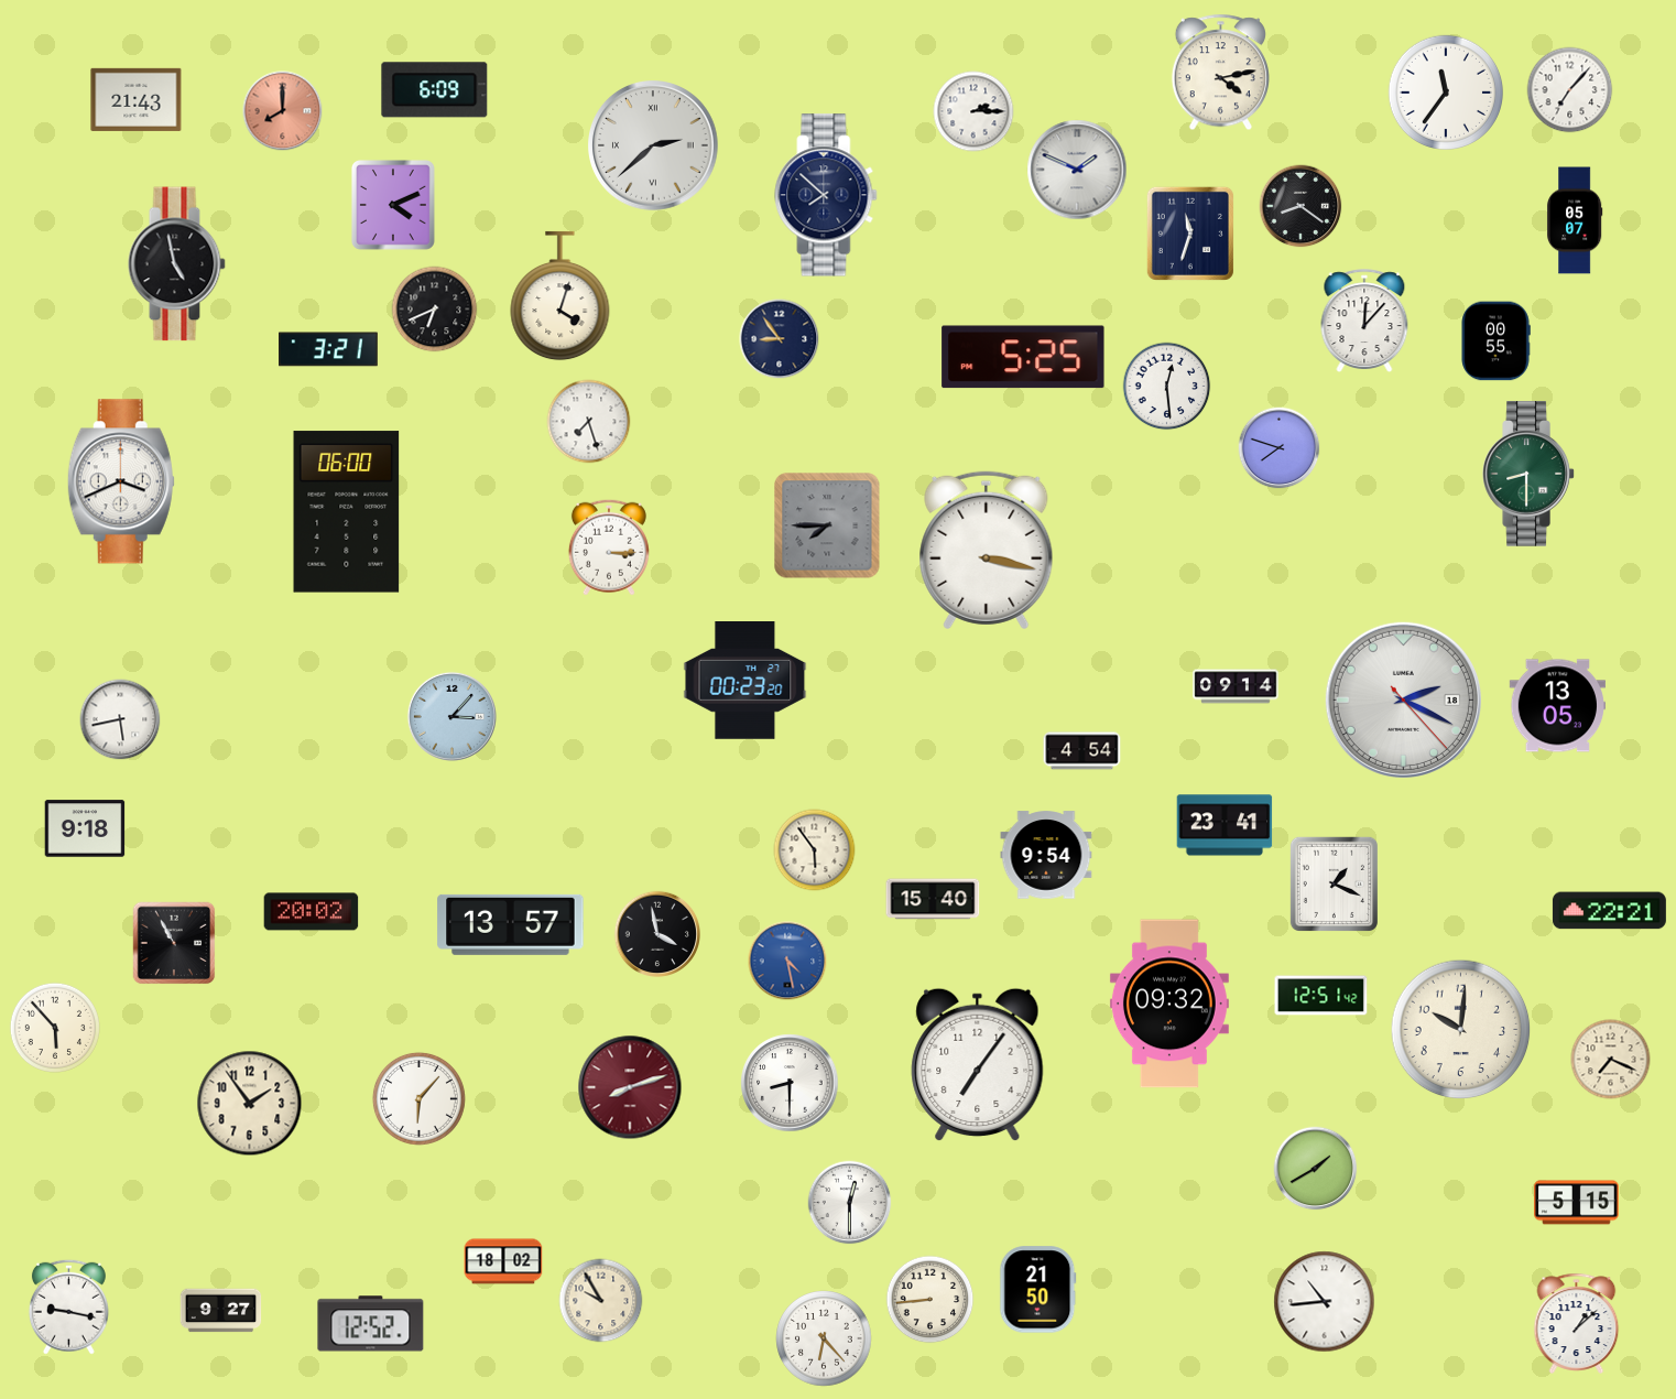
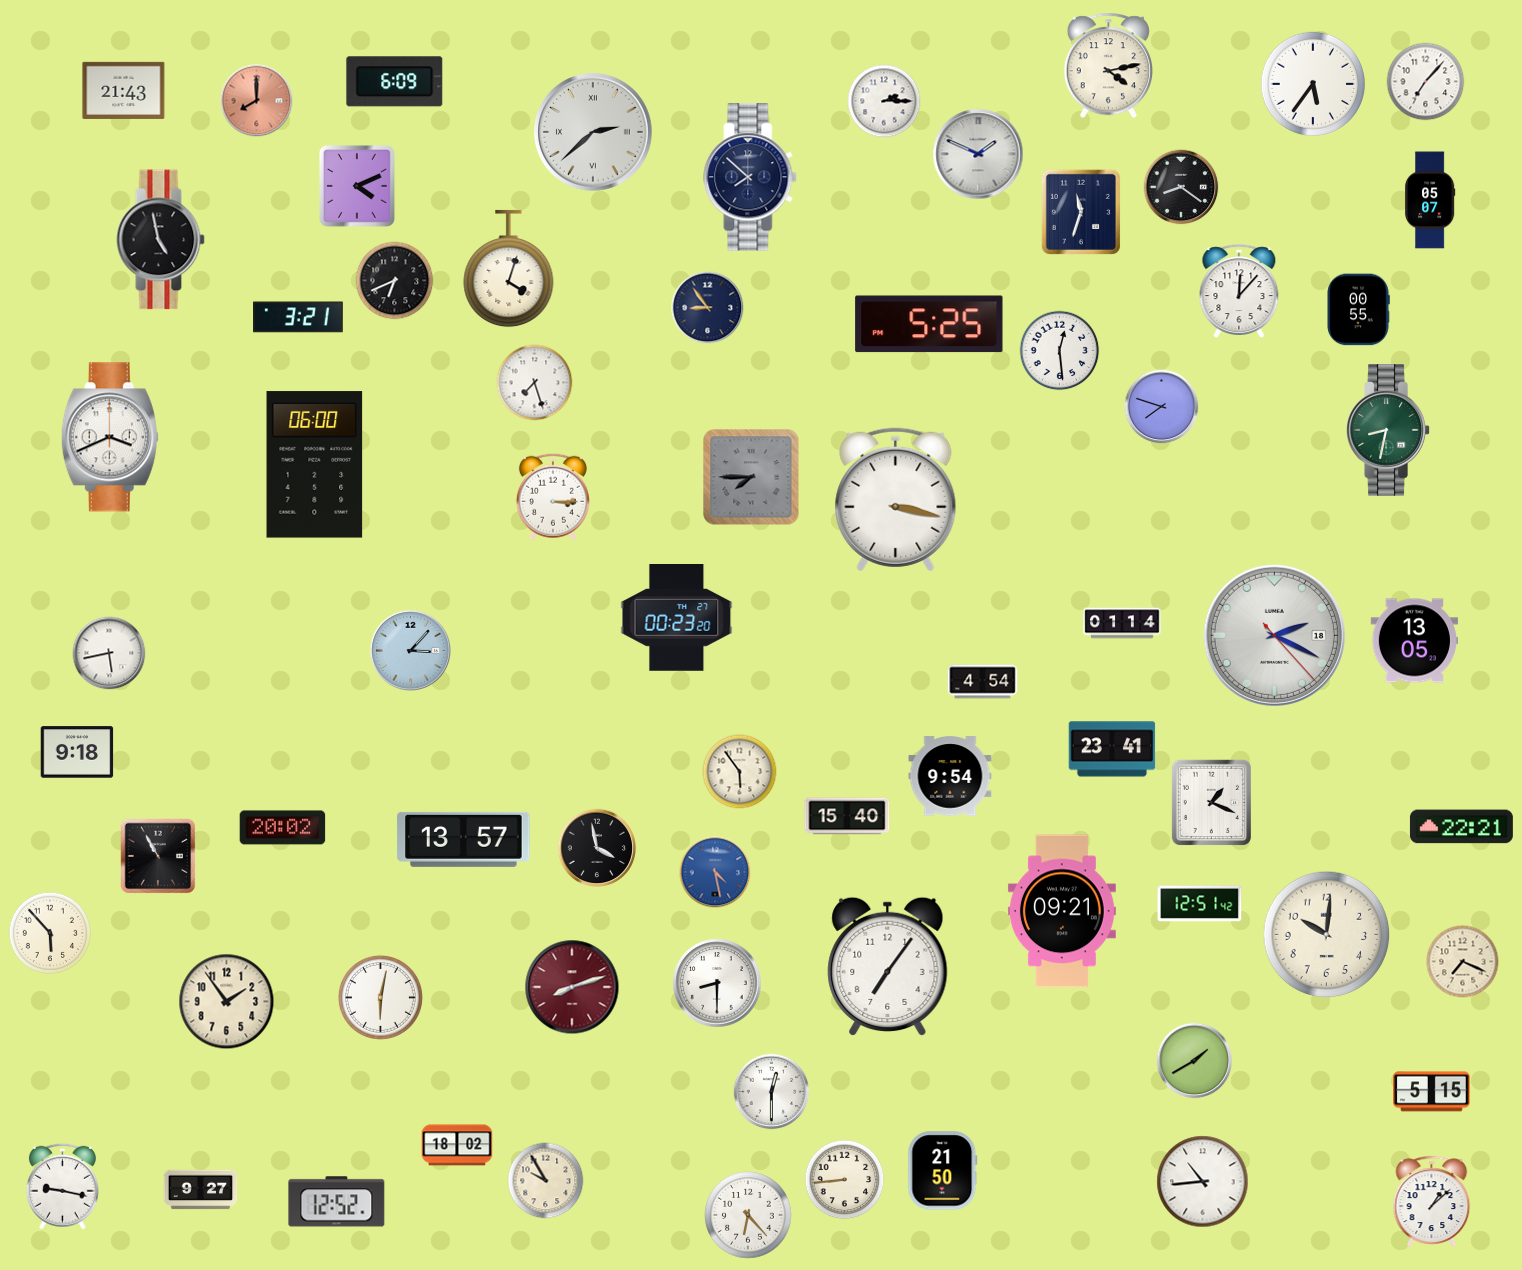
clock at (1445, 91): 11:36 -> 5:36
clock at (1528, 474): 8:30 -> 8:32
clock at (1236, 686): 09:14 -> 01:14
clock at (1169, 1004): 09:32 -> 09:21
clock at (418, 1098): 6:07 -> 6:02
